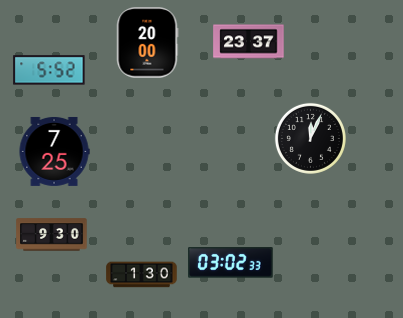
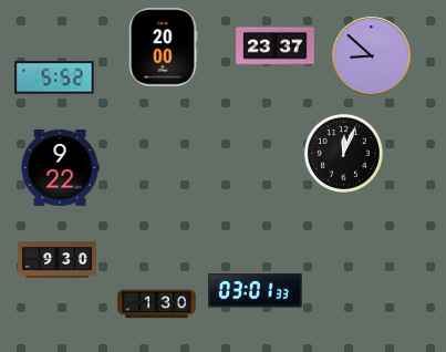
clock at (372, 56): none -> 8:52
clock at (54, 151): 7:25 -> 9:22
clock at (231, 263): 03:02 -> 03:01
